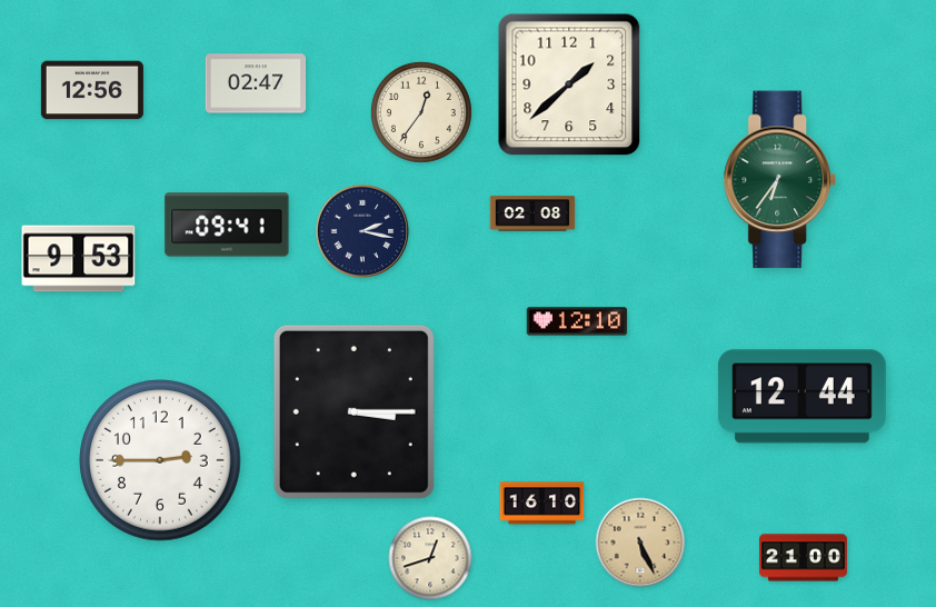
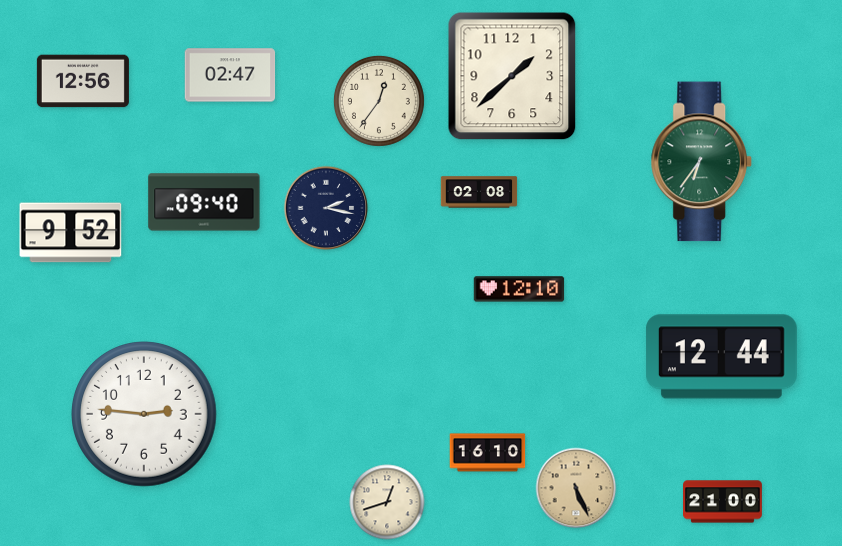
clock at (227, 225): 09:41 -> 09:40
clock at (79, 259): 9:53 -> 9:52
clock at (354, 411): 3:15 -> none
clock at (160, 460): 2:45 -> 2:46
